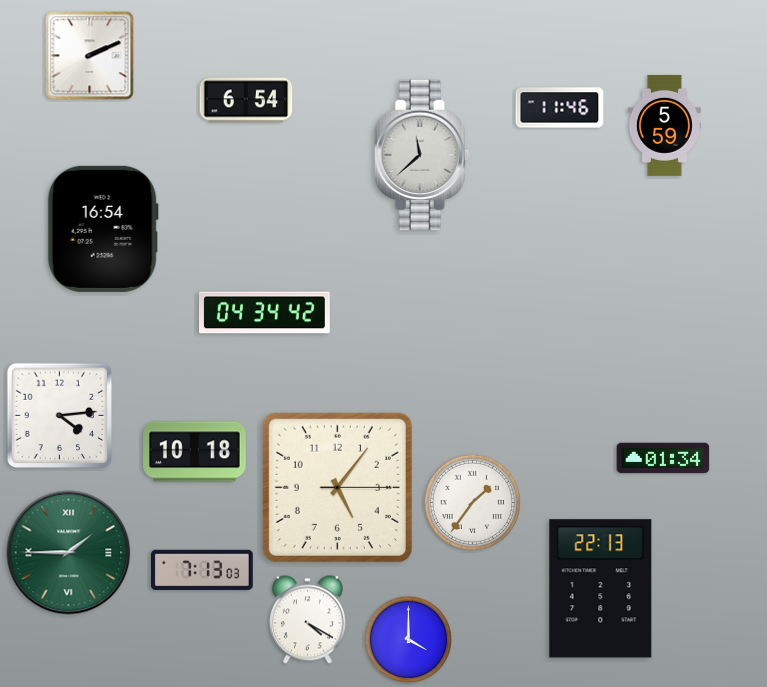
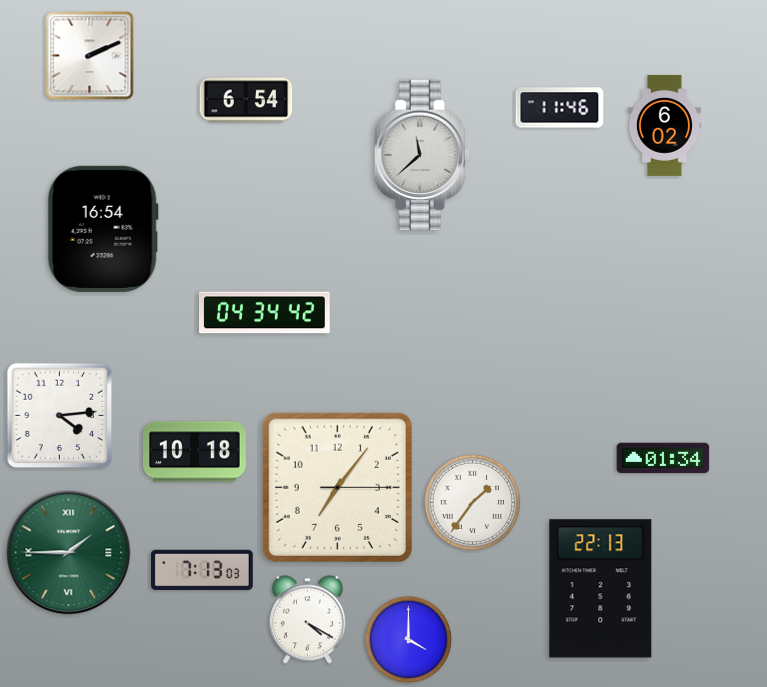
clock at (664, 125): 5:59 -> 6:02
clock at (337, 487): 5:06 -> 7:06
